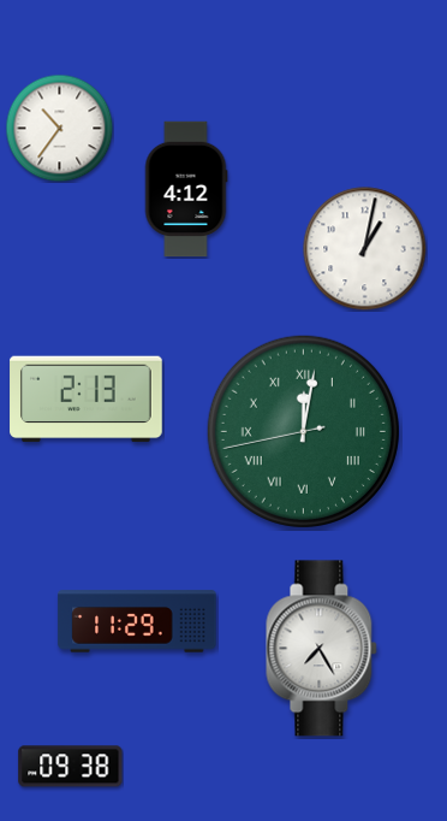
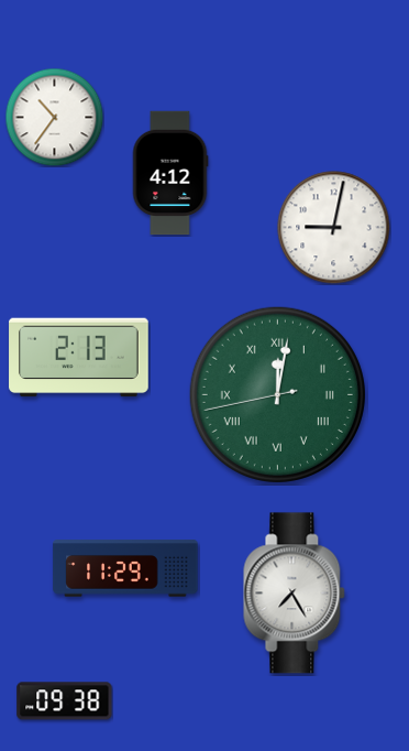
clock at (365, 249): 1:02 -> 9:02
clock at (87, 400) position: (87, 400) -> (79, 358)
